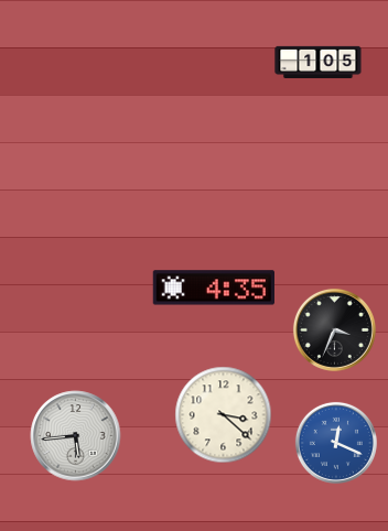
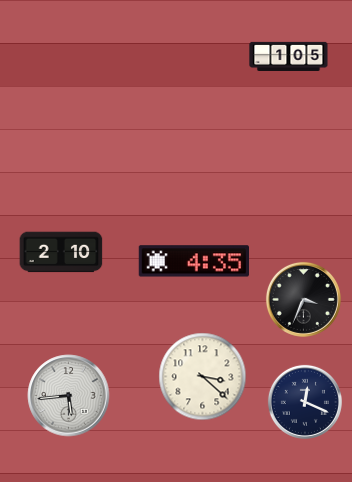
clock at (61, 252): none -> 2:10
clock at (336, 443) dial: blue -> navy
